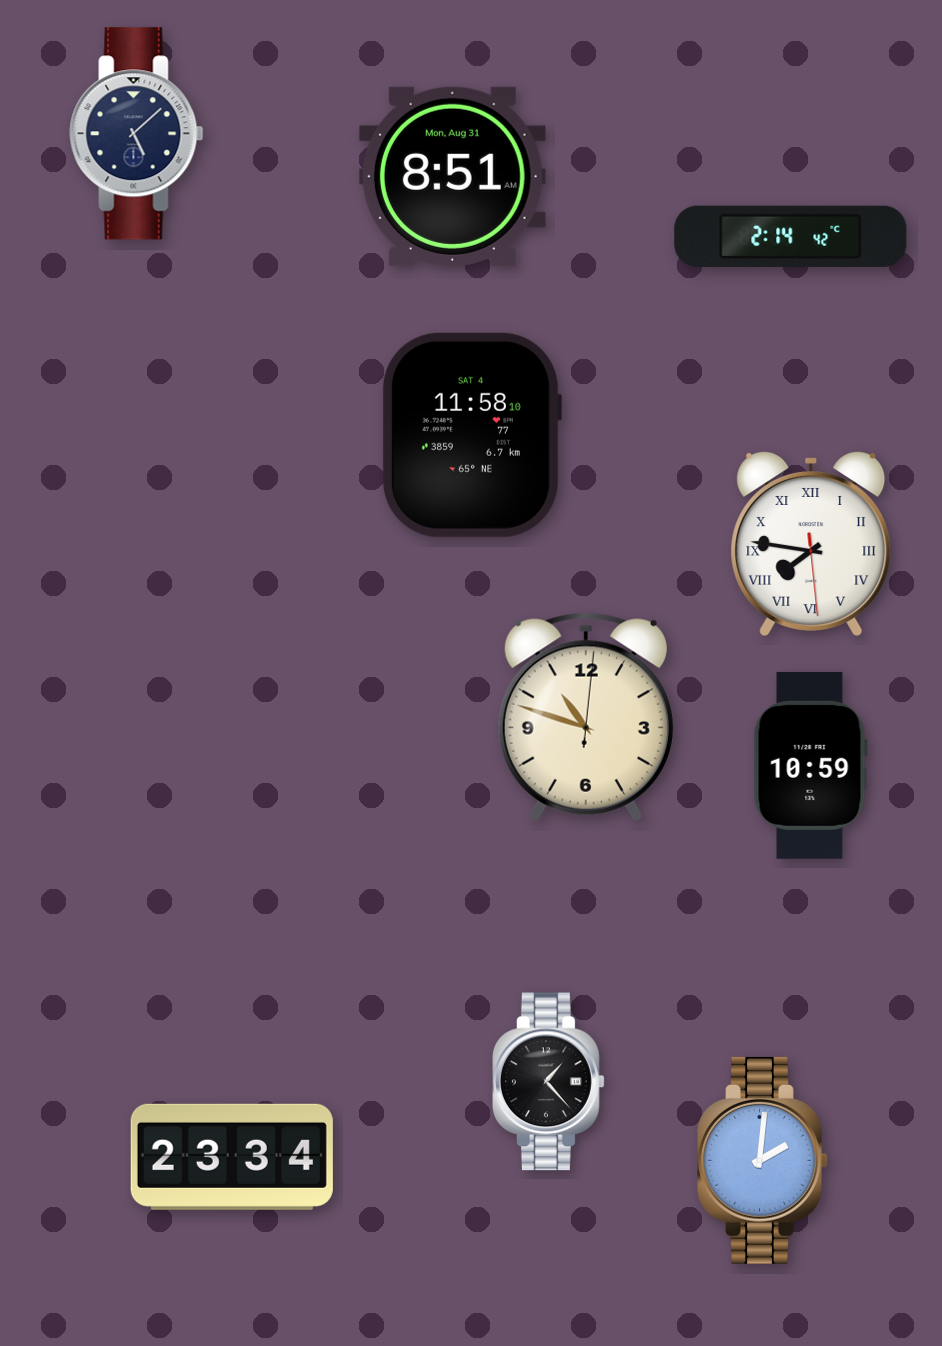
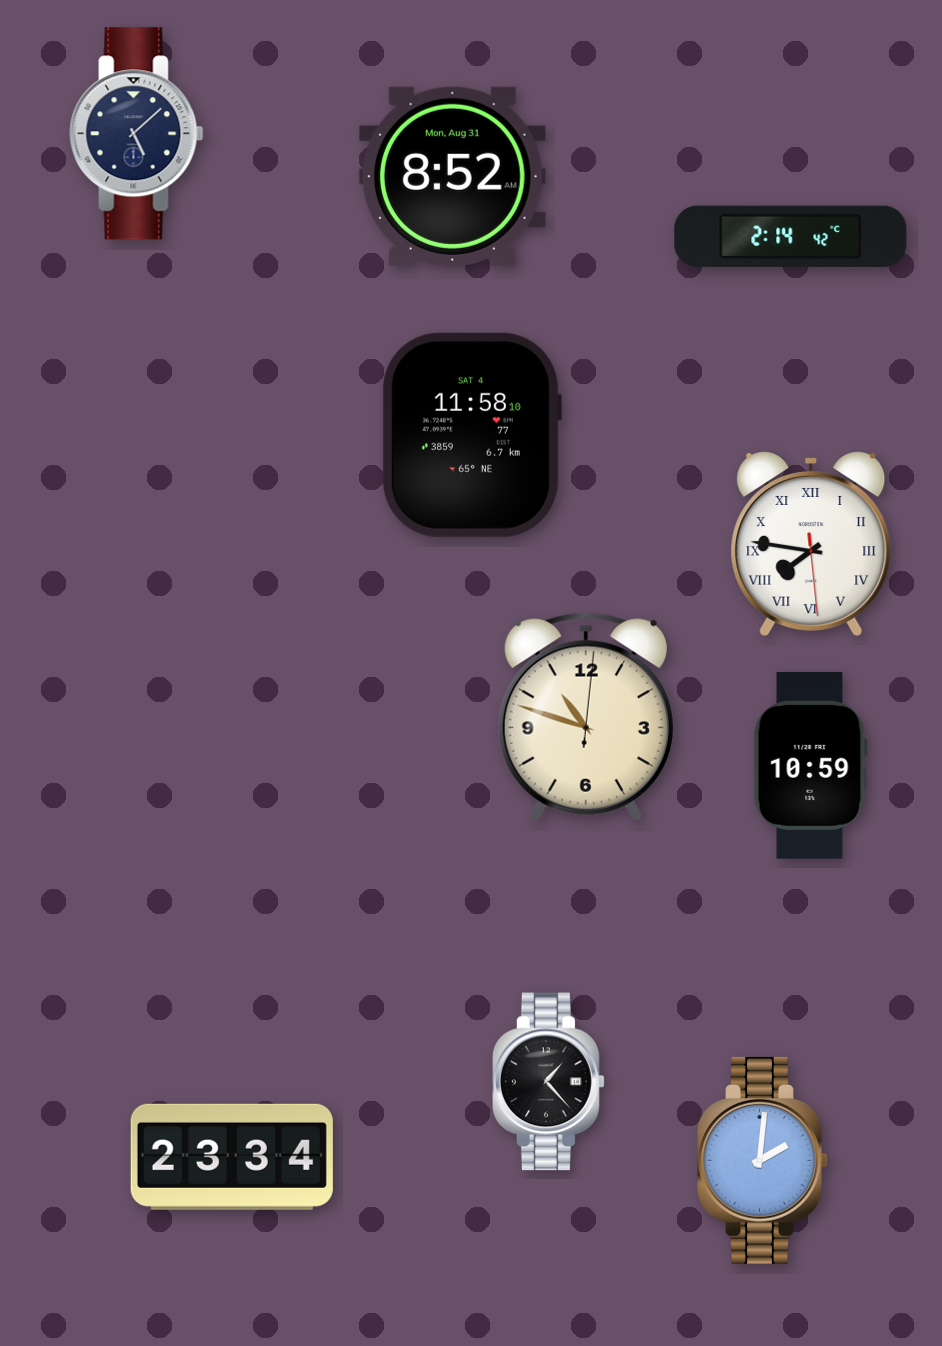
clock at (452, 176): 8:51 -> 8:52
